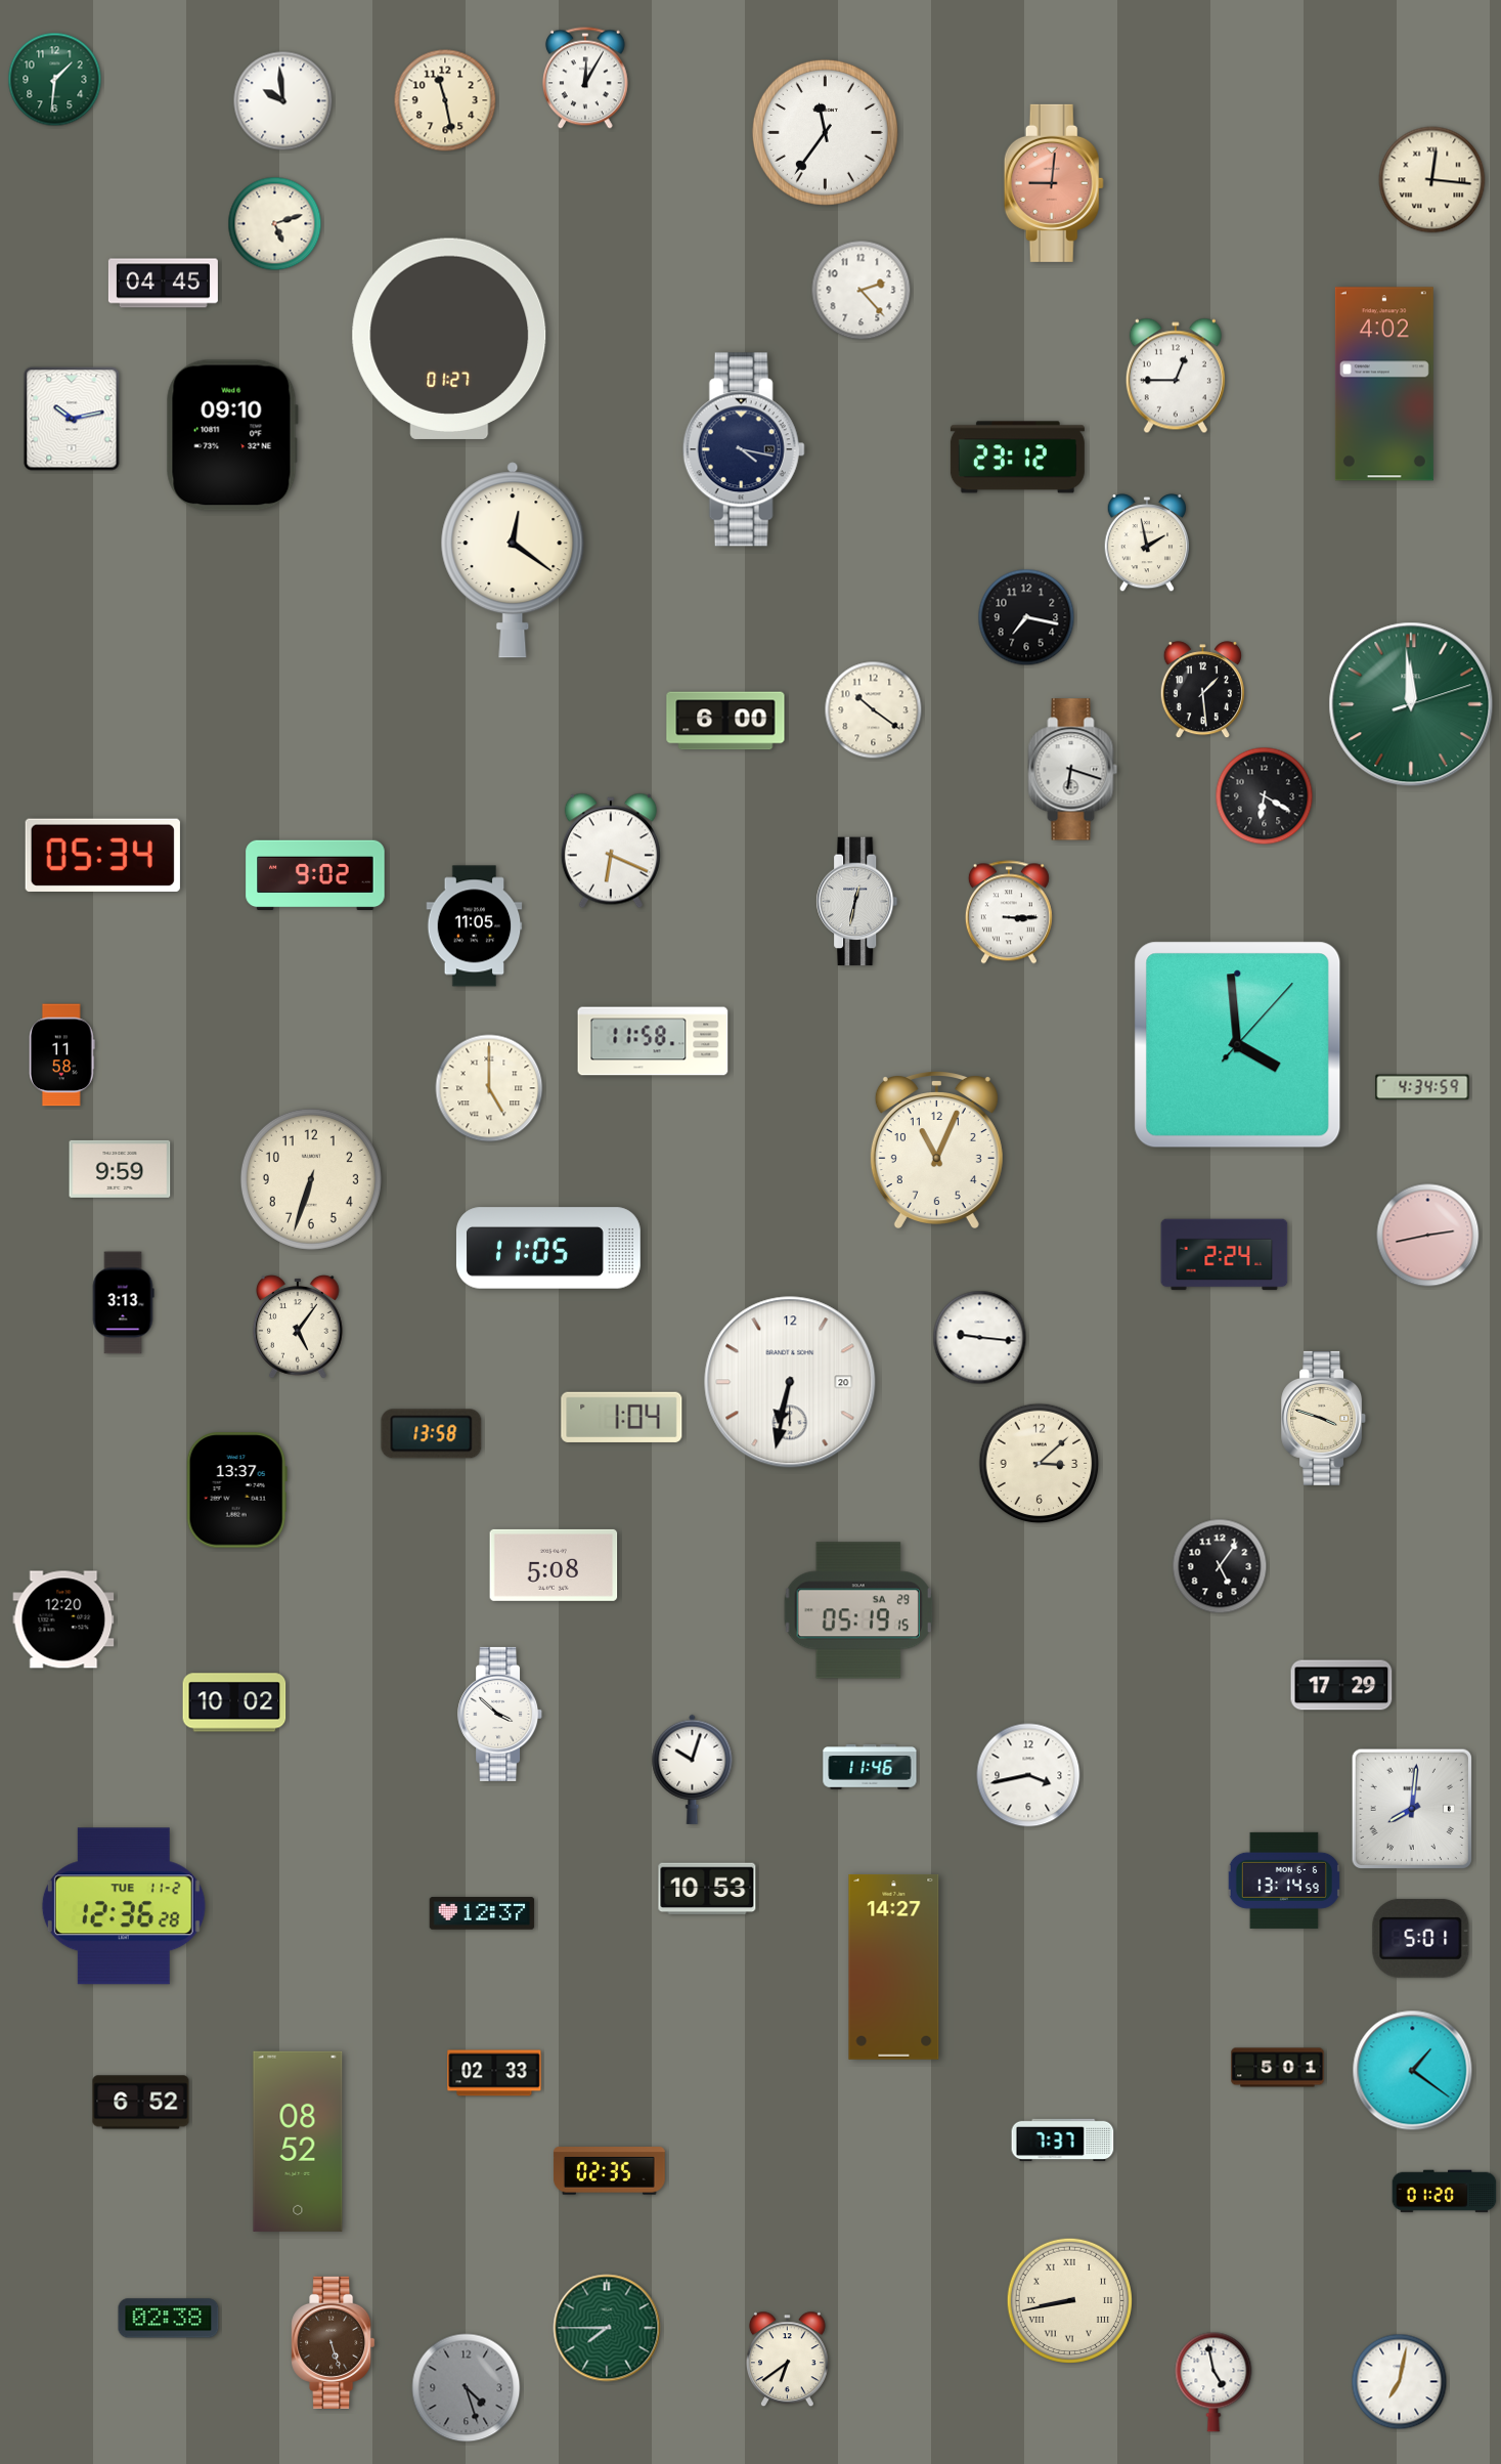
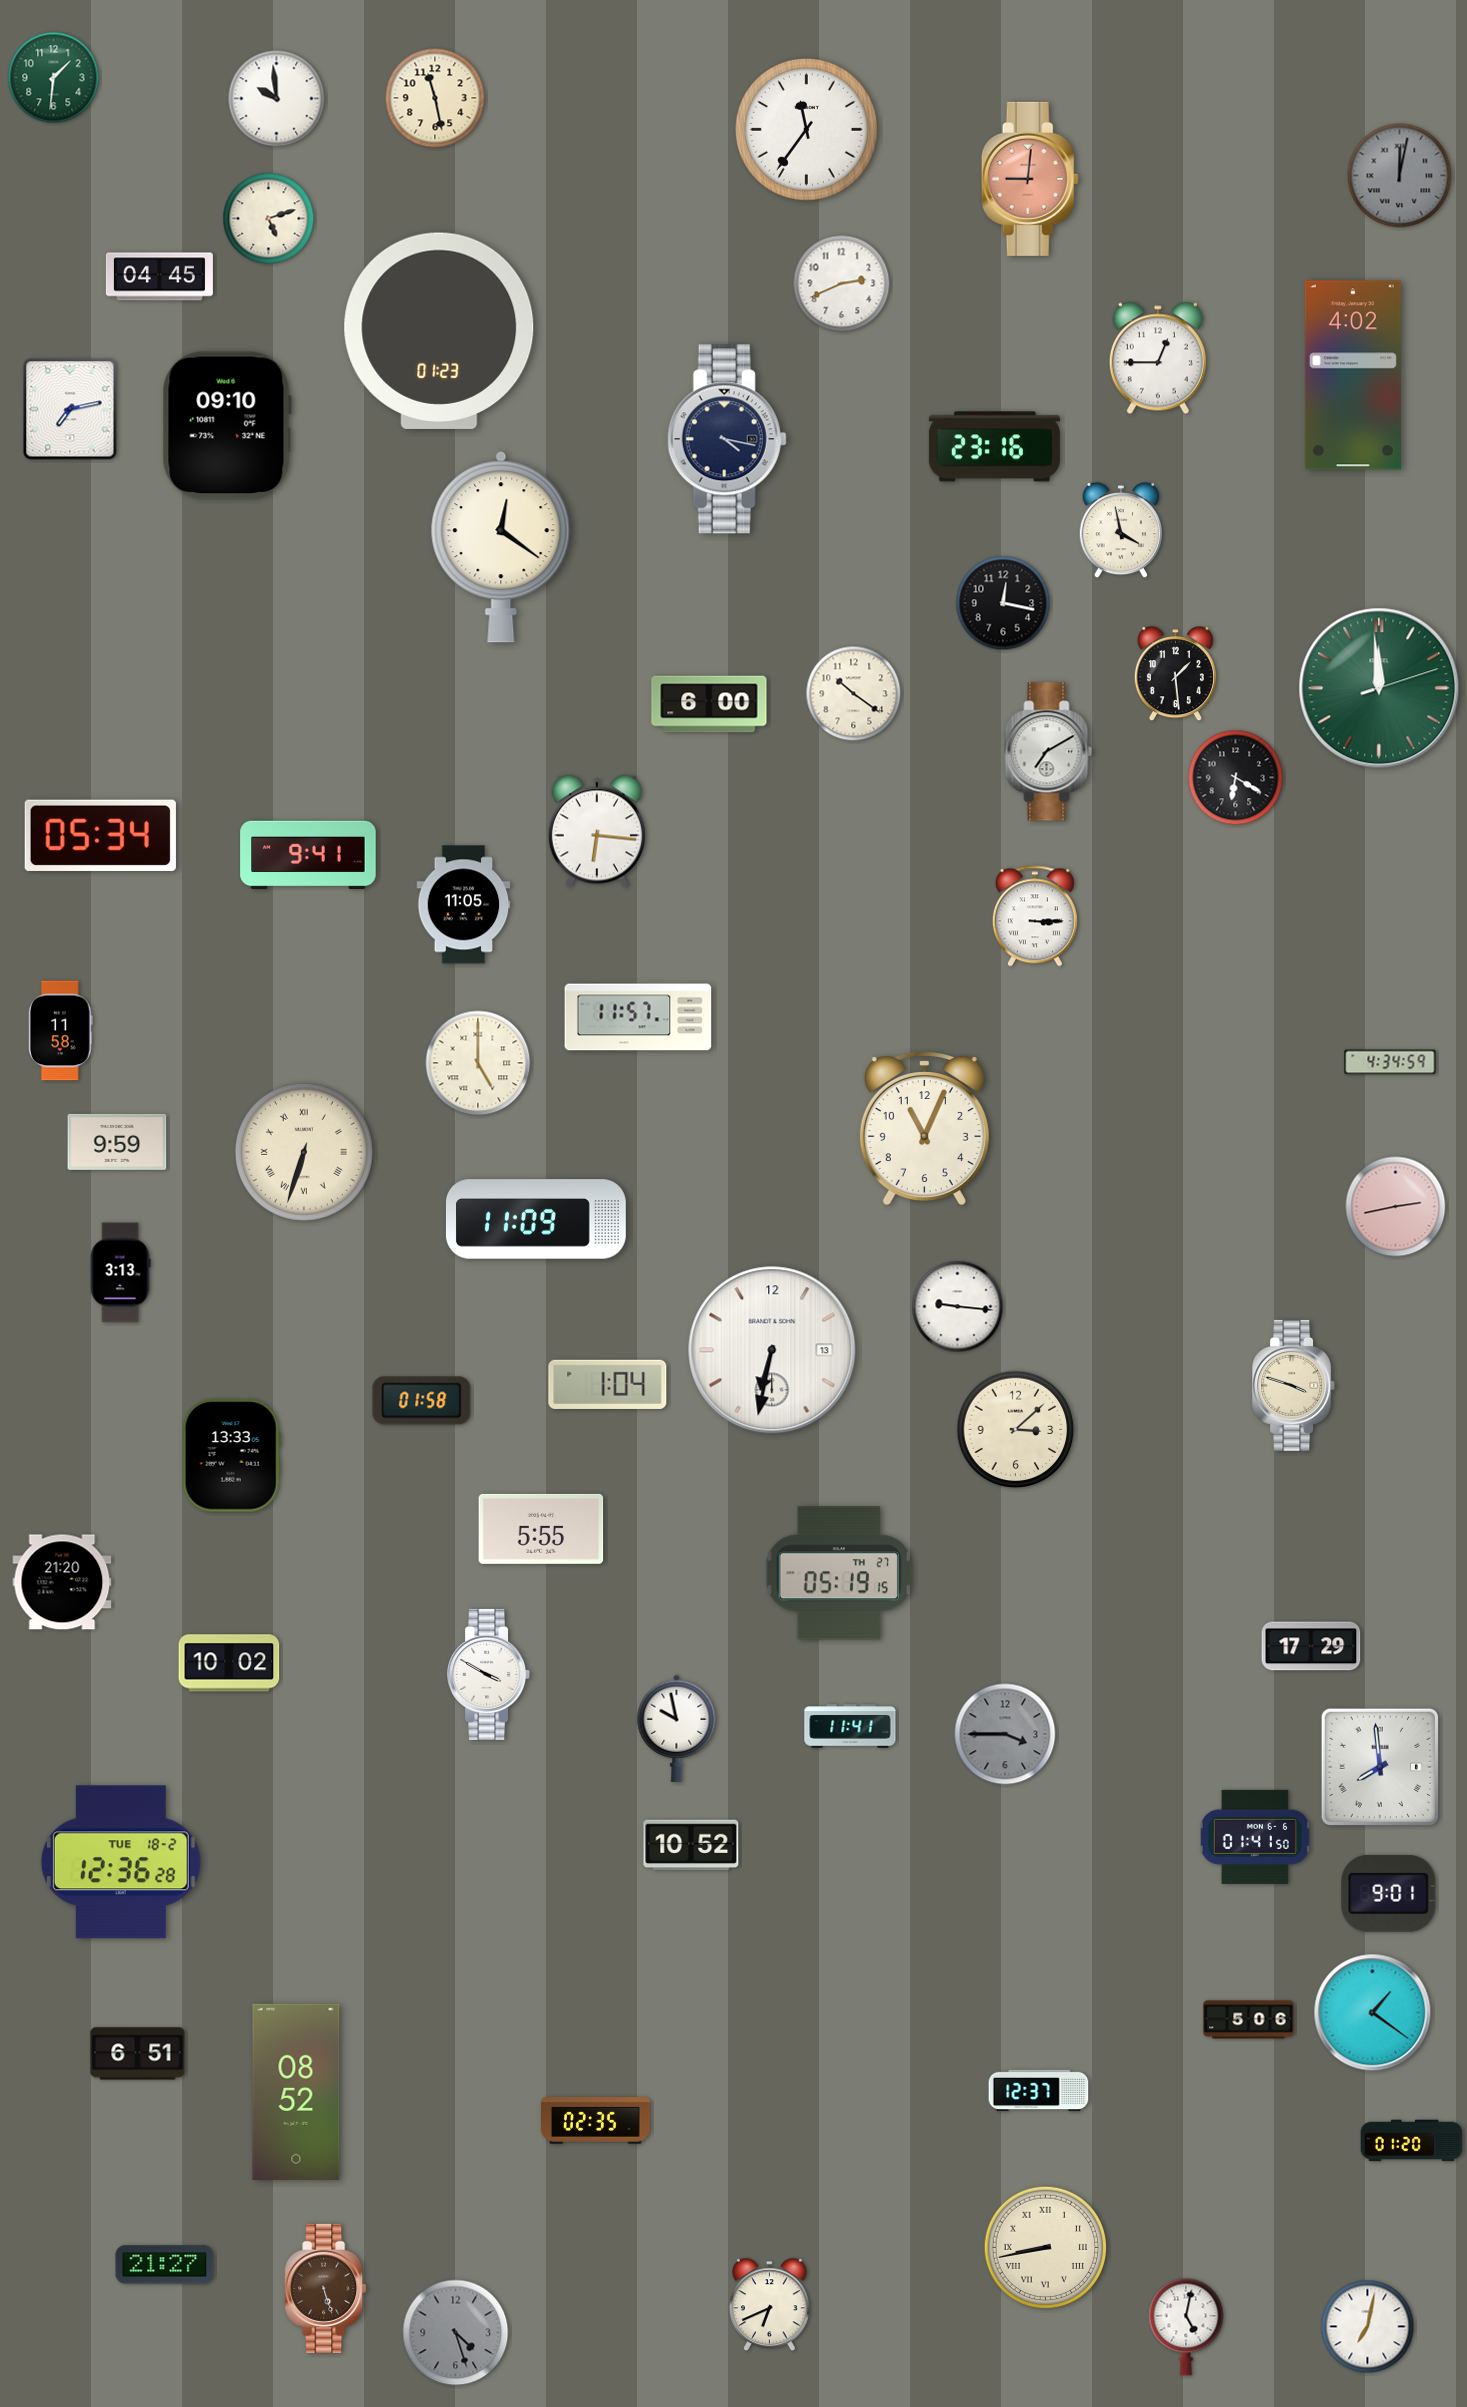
clock at (586, 78): 12:05 -> none
clock at (1432, 180): 12:16 -> 12:02
clock at (1432, 180) dial: cream -> grey
clock at (862, 291): 2:23 -> 2:41
clock at (449, 339): 01:27 -> 01:23
clock at (1176, 376) position: (1176, 376) -> (1158, 358)
clock at (72, 419): 10:13 -> 7:13
clock at (1017, 458): 23:12 -> 23:16
clock at (1146, 543): 1:58 -> 3:58
clock at (1026, 617): 7:17 -> 12:17
clock at (1073, 770): 6:18 -> 7:10
clock at (611, 851): 6:19 -> 6:16
clock at (315, 875): 9:02 -> 9:41
clock at (857, 902): 12:32 -> none
clock at (1009, 912) position: (1009, 912) -> (1035, 916)
clock at (653, 1041): 11:58 -> 11:57
clock at (1238, 1045): 3:59 -> none
clock at (936, 1150) position: (936, 1150) -> (924, 1128)
clock at (311, 1179) numerals: Arabic -> Roman
clock at (548, 1248): 11:05 -> 11:09
clock at (1225, 1255): 2:24 -> none
clock at (299, 1327): 5:06 -> none
clock at (790, 1382) date: 20 -> 13
clock at (432, 1434): 13:58 -> 01:58
clock at (236, 1490): 13:37 -> 13:33
clock at (554, 1565): 5:08 -> 5:55
clock at (1220, 1566): 5:06 -> none
clock at (858, 1610) date: SA 29 -> TH 27
clock at (63, 1619): 12:20 -> 21:20
clock at (500, 1714): 3:52 -> 3:50
clock at (870, 1767): 11:46 -> 11:41
clock at (693, 1769): 10:03 -> 9:58
clock at (1028, 1775): 3:43 -> 3:45
clock at (1028, 1775) dial: white -> grey
clock at (1412, 1809): 8:01 -> 7:59
clock at (1284, 1881): 13:14 -> 01:41
clock at (707, 1889): 10:53 -> 10:52
clock at (124, 1906) date: TUE 11-2 -> TUE 18-2
clock at (482, 1913): 12:37 -> none
clock at (1421, 1938): 5:01 -> 9:01
clock at (894, 1968): 14:27 -> none
clock at (1278, 2068): 5:01 -> 5:06
clock at (1413, 2071) position: (1413, 2071) -> (1373, 2013)
clock at (494, 2073): 02:33 -> none
clock at (141, 2103): 6:52 -> 6:51
clock at (1063, 2141): 7:37 -> 12:37
clock at (298, 2142) position: (298, 2142) -> (296, 2092)
clock at (169, 2319): 02:38 -> 21:27
clock at (607, 2328): 7:45 -> none
clock at (787, 2360): 6:39 -> 6:41
clock at (1213, 2382): 4:58 -> 5:02
